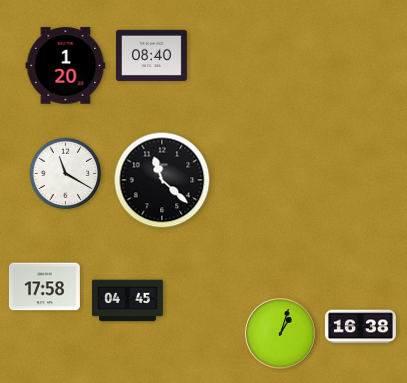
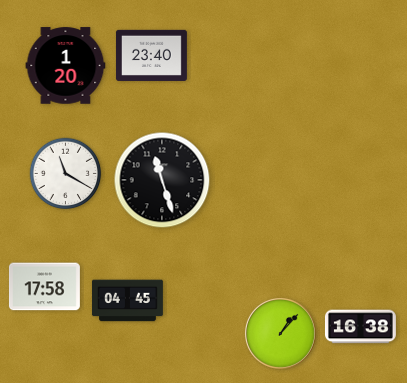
clock at (151, 55): 08:40 -> 23:40
clock at (162, 180): 11:22 -> 11:27
clock at (280, 333): 1:03 -> 1:07
